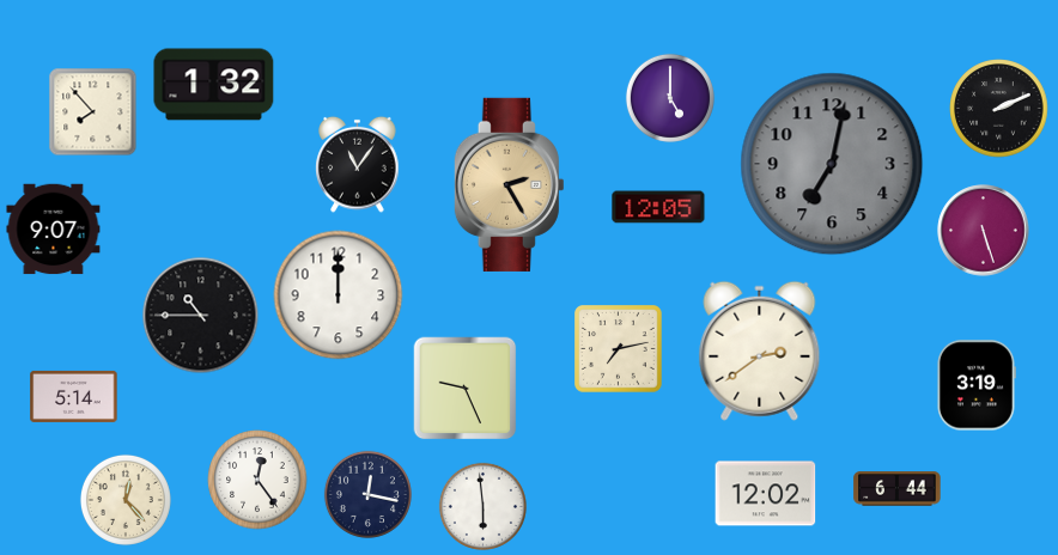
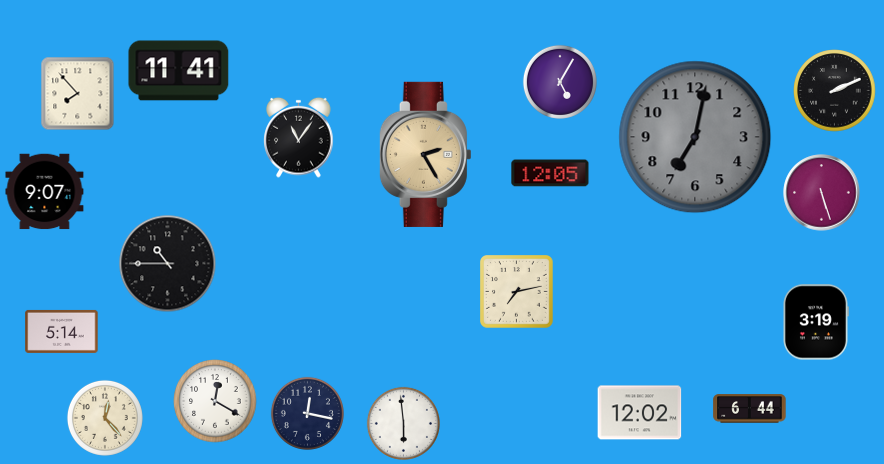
clock at (214, 85): 1:32 -> 11:41
clock at (670, 98): 5:00 -> 5:05
clock at (339, 295): 12:00 -> none
clock at (760, 350): 2:39 -> none
clock at (466, 389): 9:26 -> none
clock at (257, 480): 12:24 -> 12:20
